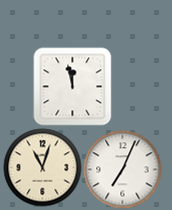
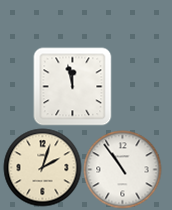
clock at (42, 167): 11:03 -> 2:03
clock at (122, 169): 7:04 -> 10:54
